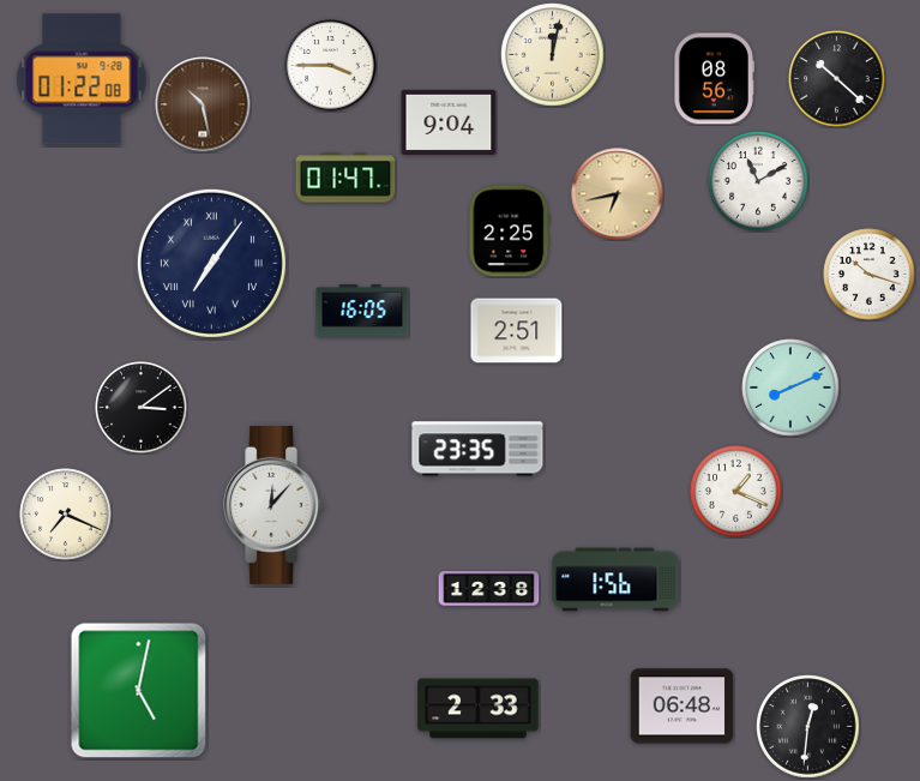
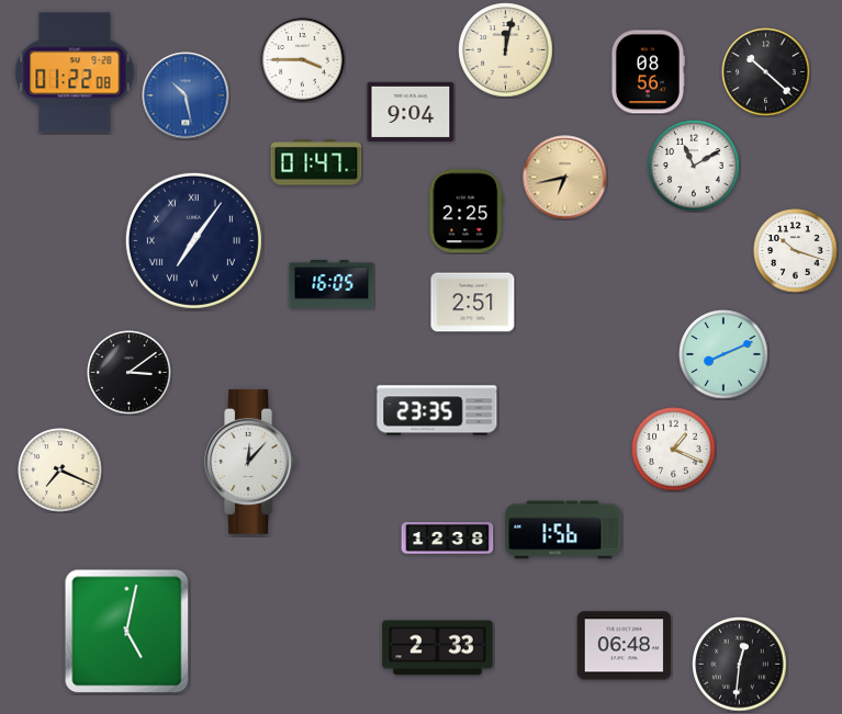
clock at (714, 79) position: (714, 79) -> (648, 72)
clock at (203, 104) dial: brown -> blue
